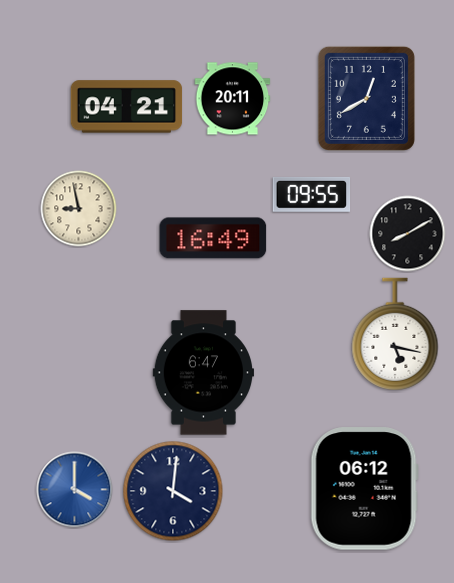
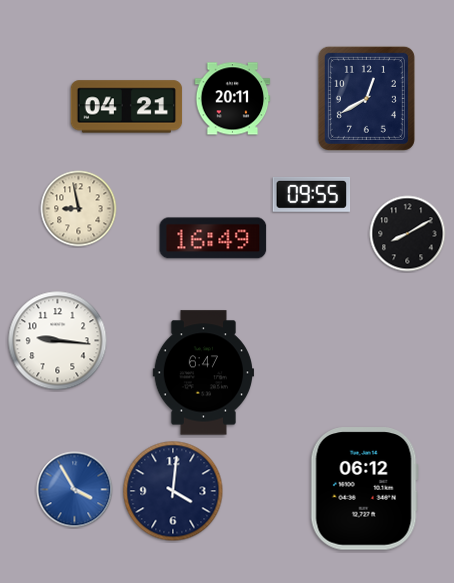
clock at (395, 334): 5:17 -> none
clock at (58, 341): none -> 9:16
clock at (75, 490): 4:00 -> 3:55
